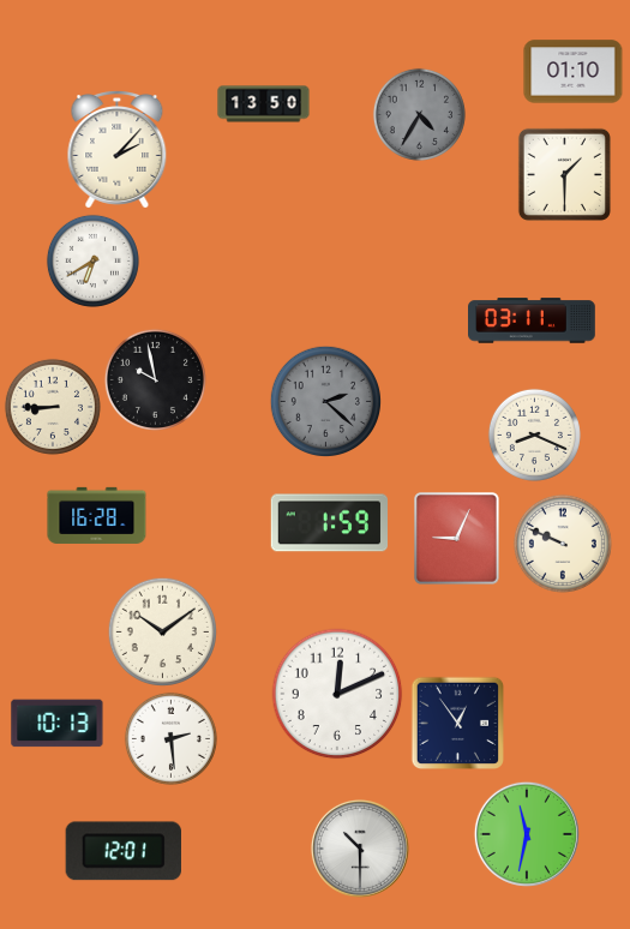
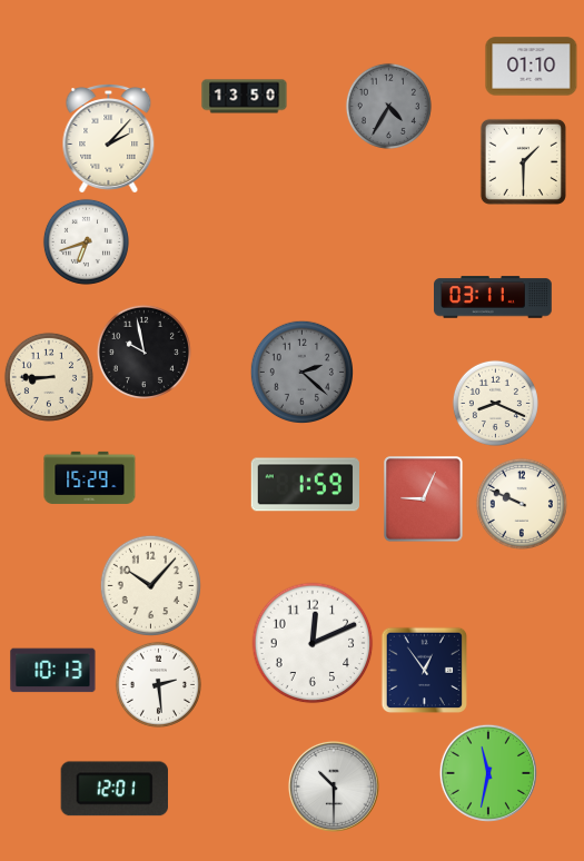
clock at (92, 260): 6:40 -> 6:42
clock at (97, 515): 16:28 -> 15:29
clock at (162, 631): 10:09 -> 10:07
